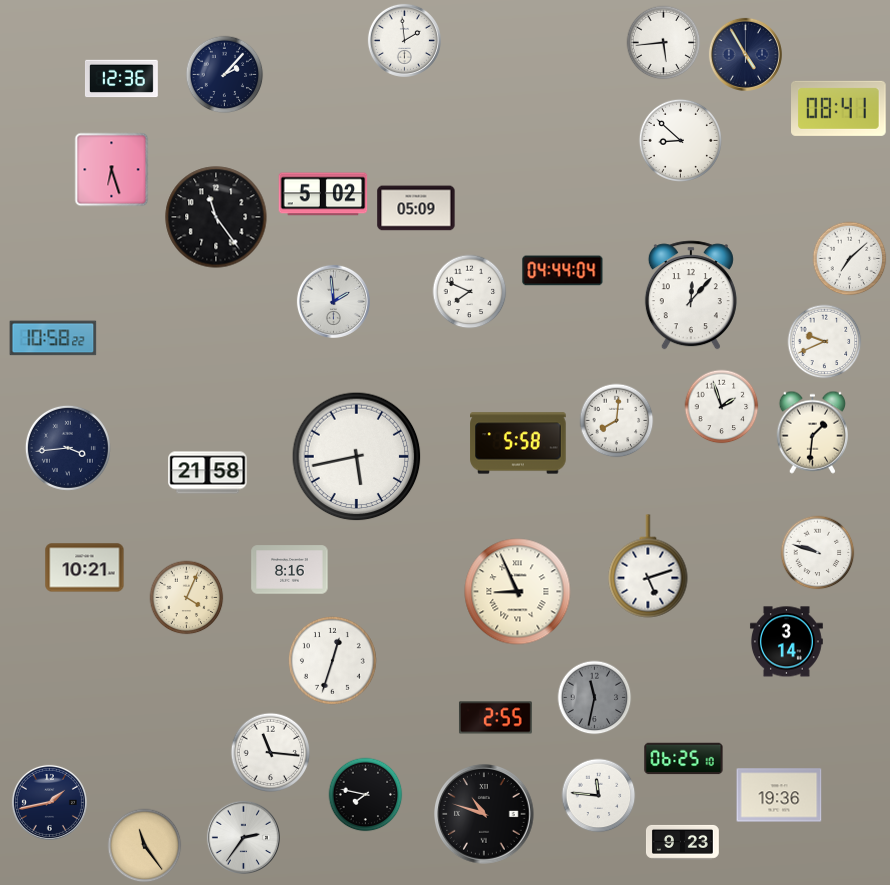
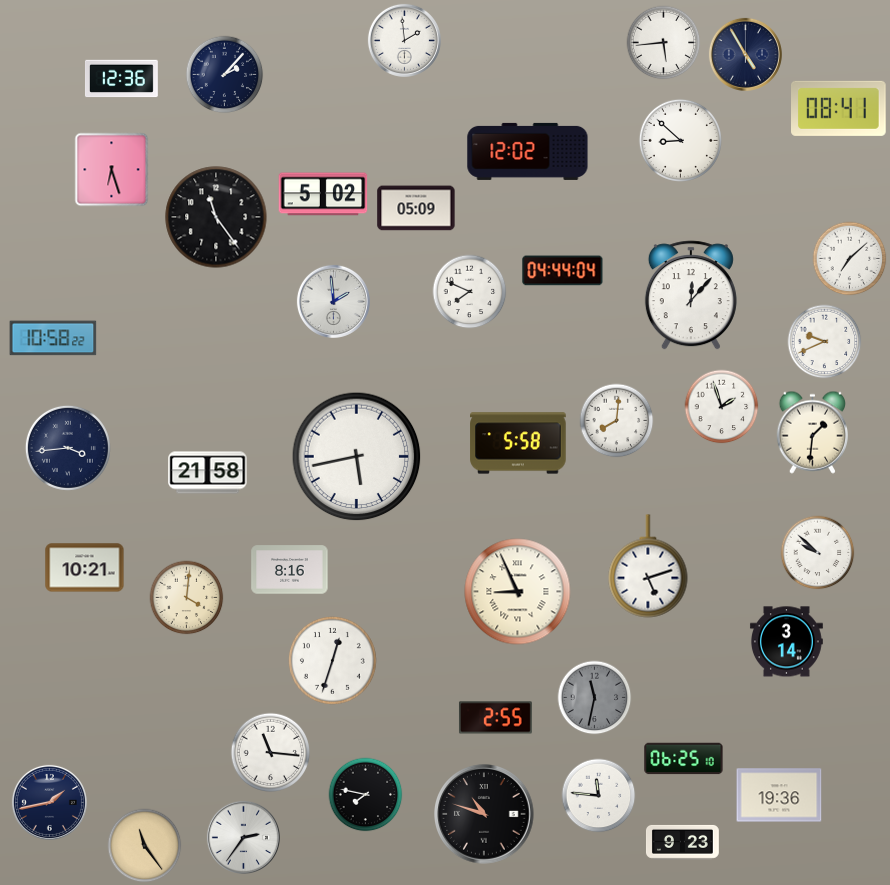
clock at (528, 151): none -> 12:02
clock at (818, 553): 9:48 -> 9:52
clock at (187, 598): 4:04 -> 4:01
